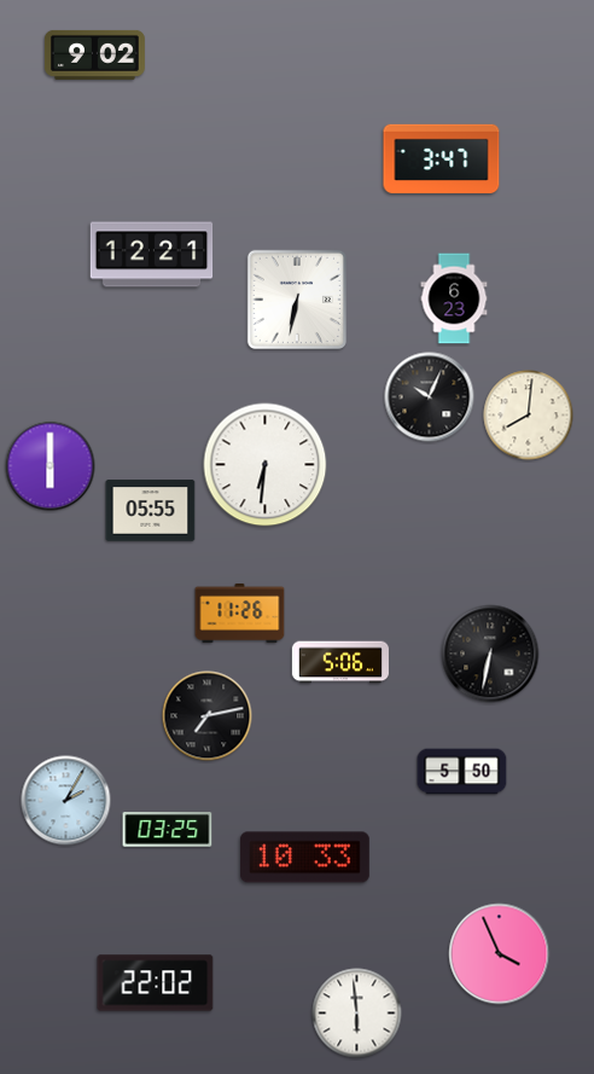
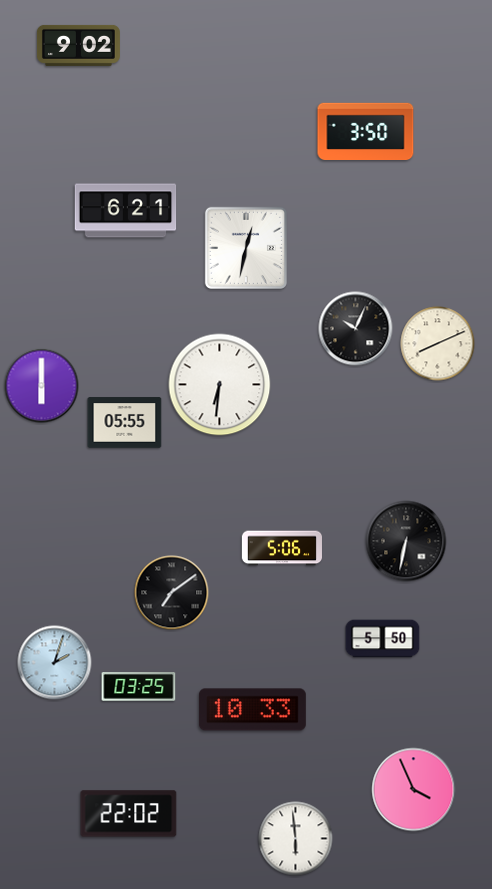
clock at (442, 158): 3:47 -> 3:50
clock at (152, 255): 12:21 -> 6:21
clock at (454, 298): 6:23 -> none
clock at (297, 300): 6:32 -> 12:32
clock at (529, 416): 8:01 -> 8:11
clock at (240, 613): 11:26 -> none
clock at (208, 716): 7:13 -> 7:09
clock at (66, 801): 2:05 -> 2:03
